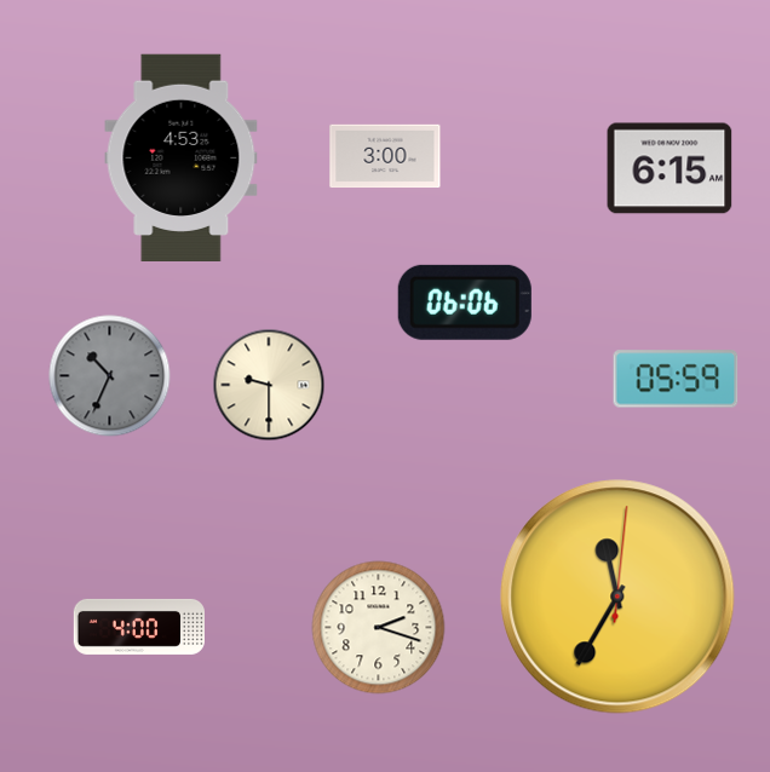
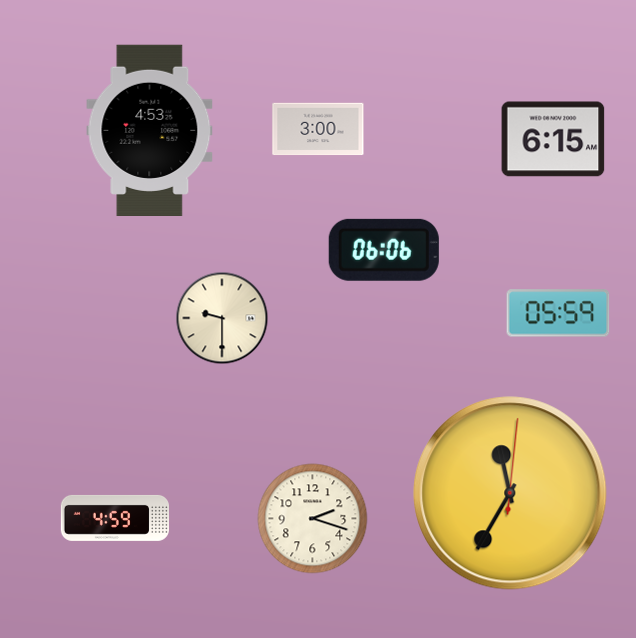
clock at (110, 376): 10:34 -> none
clock at (138, 627): 4:00 -> 4:59
